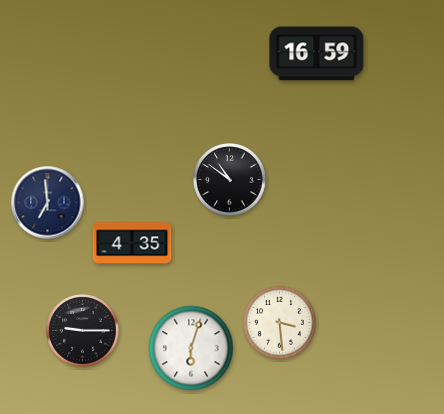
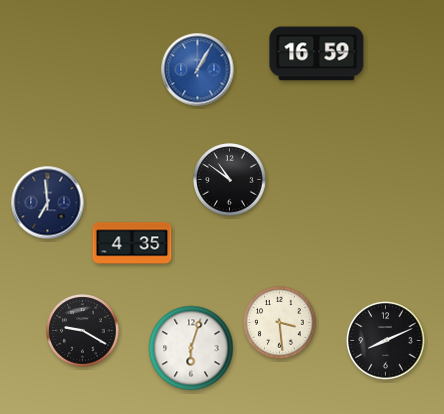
clock at (198, 70): none -> 1:05
clock at (83, 331): 9:15 -> 9:20
clock at (386, 341): none -> 8:11
